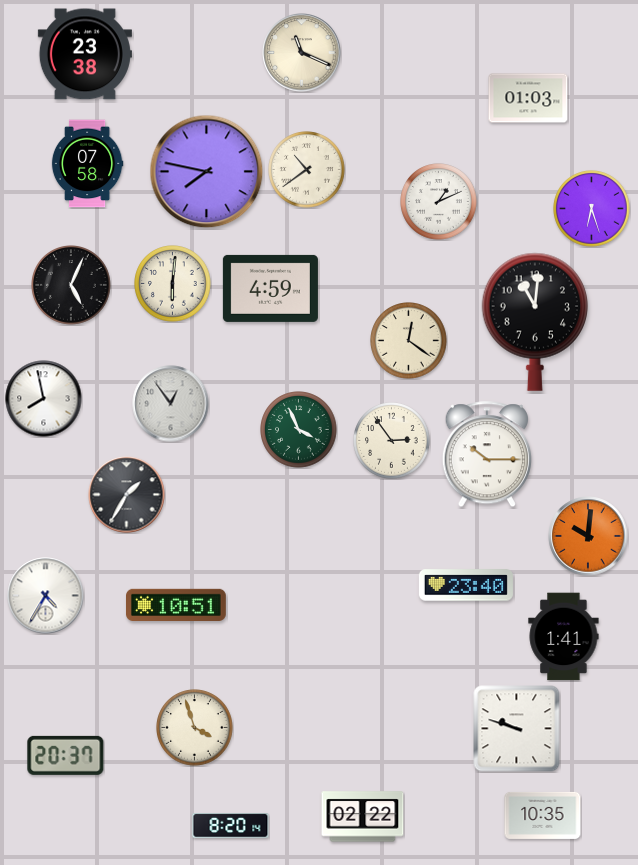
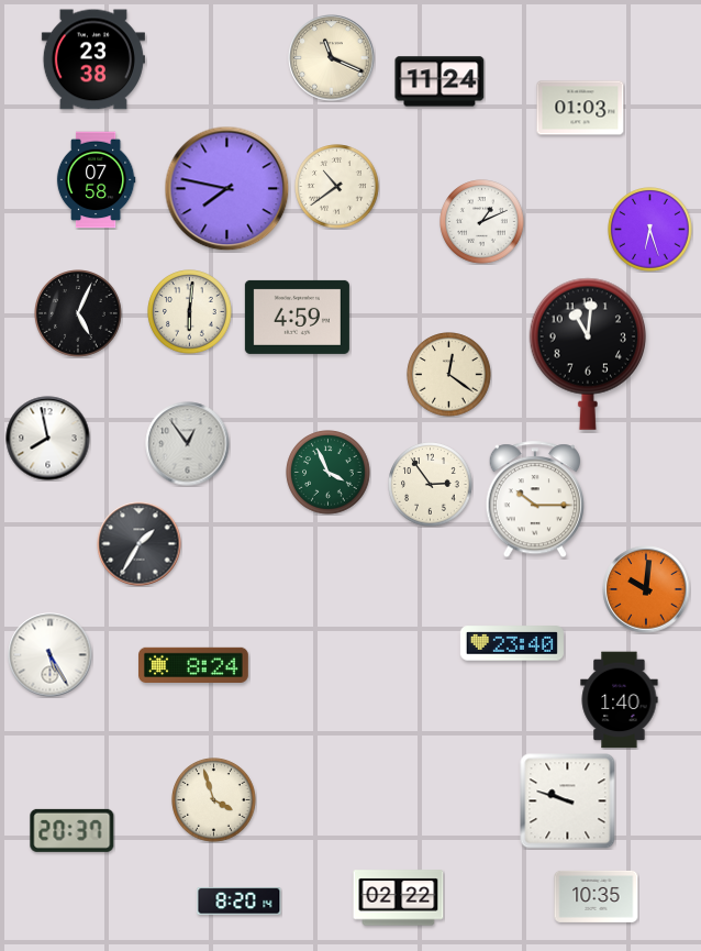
clock at (439, 81): none -> 11:24
clock at (46, 596): 4:35 -> 5:25
clock at (177, 604): 10:51 -> 8:24
clock at (564, 637): 1:41 -> 1:40
clock at (231, 826) position: (231, 826) -> (240, 902)
